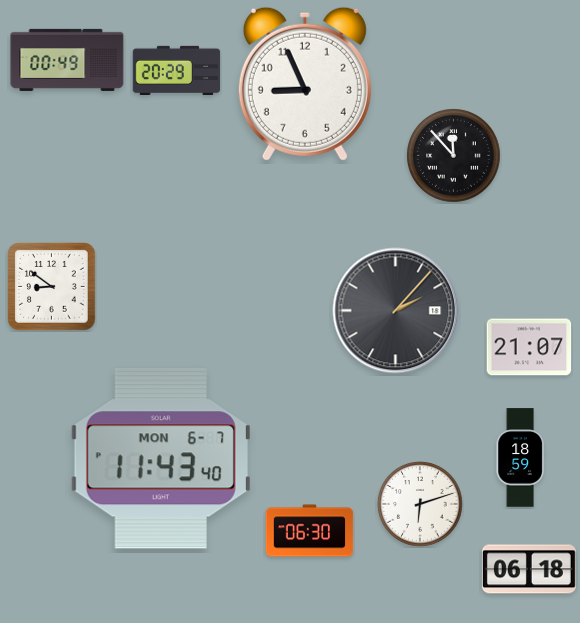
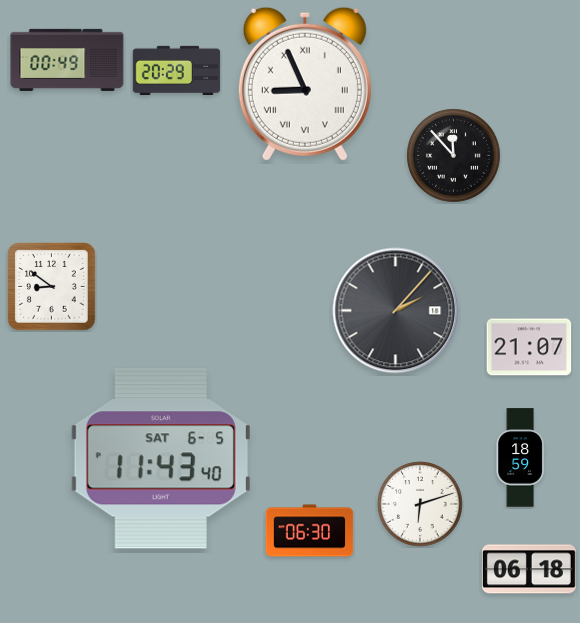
clock at (305, 84) numerals: Arabic -> Roman
clock at (161, 458) date: MON 6-7 -> SAT 6-5
